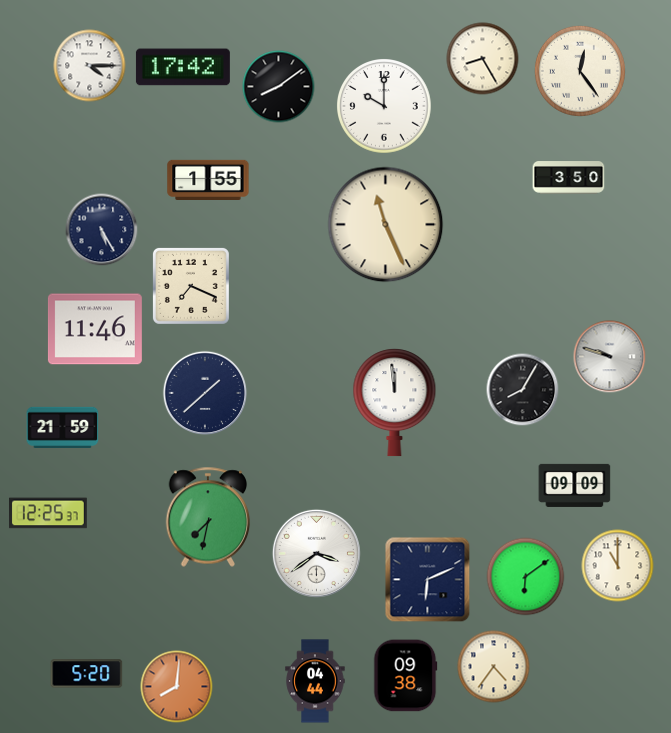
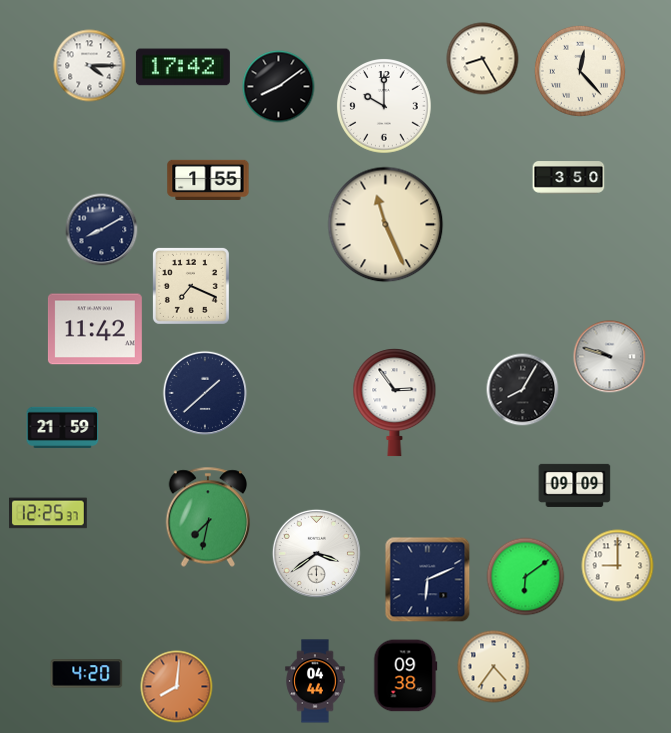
clock at (580, 71): 12:24 -> 12:23
clock at (102, 230): 5:25 -> 8:10
clock at (95, 329): 11:46 -> 11:42
clock at (395, 403): 11:59 -> 2:54
clock at (618, 566): 11:00 -> 9:00
clock at (87, 674): 5:20 -> 4:20
